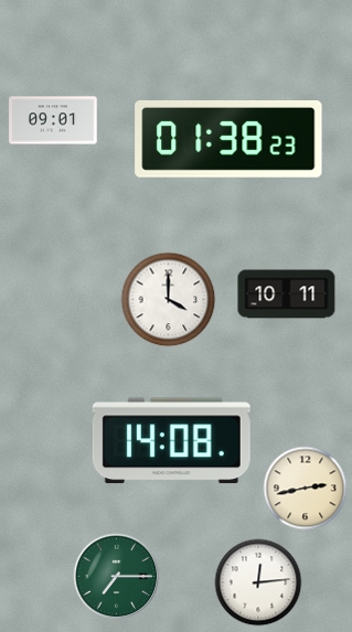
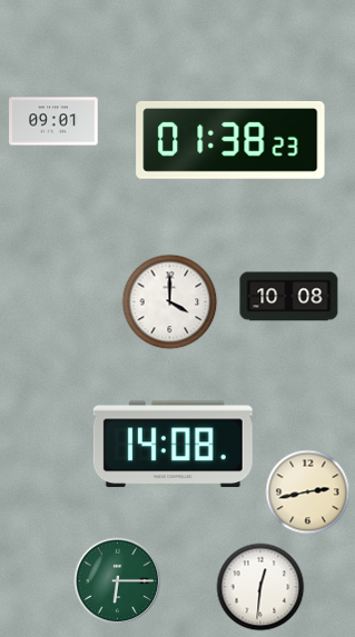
clock at (287, 294): 10:11 -> 10:08
clock at (117, 577): 7:15 -> 6:15
clock at (258, 582): 12:14 -> 12:31
